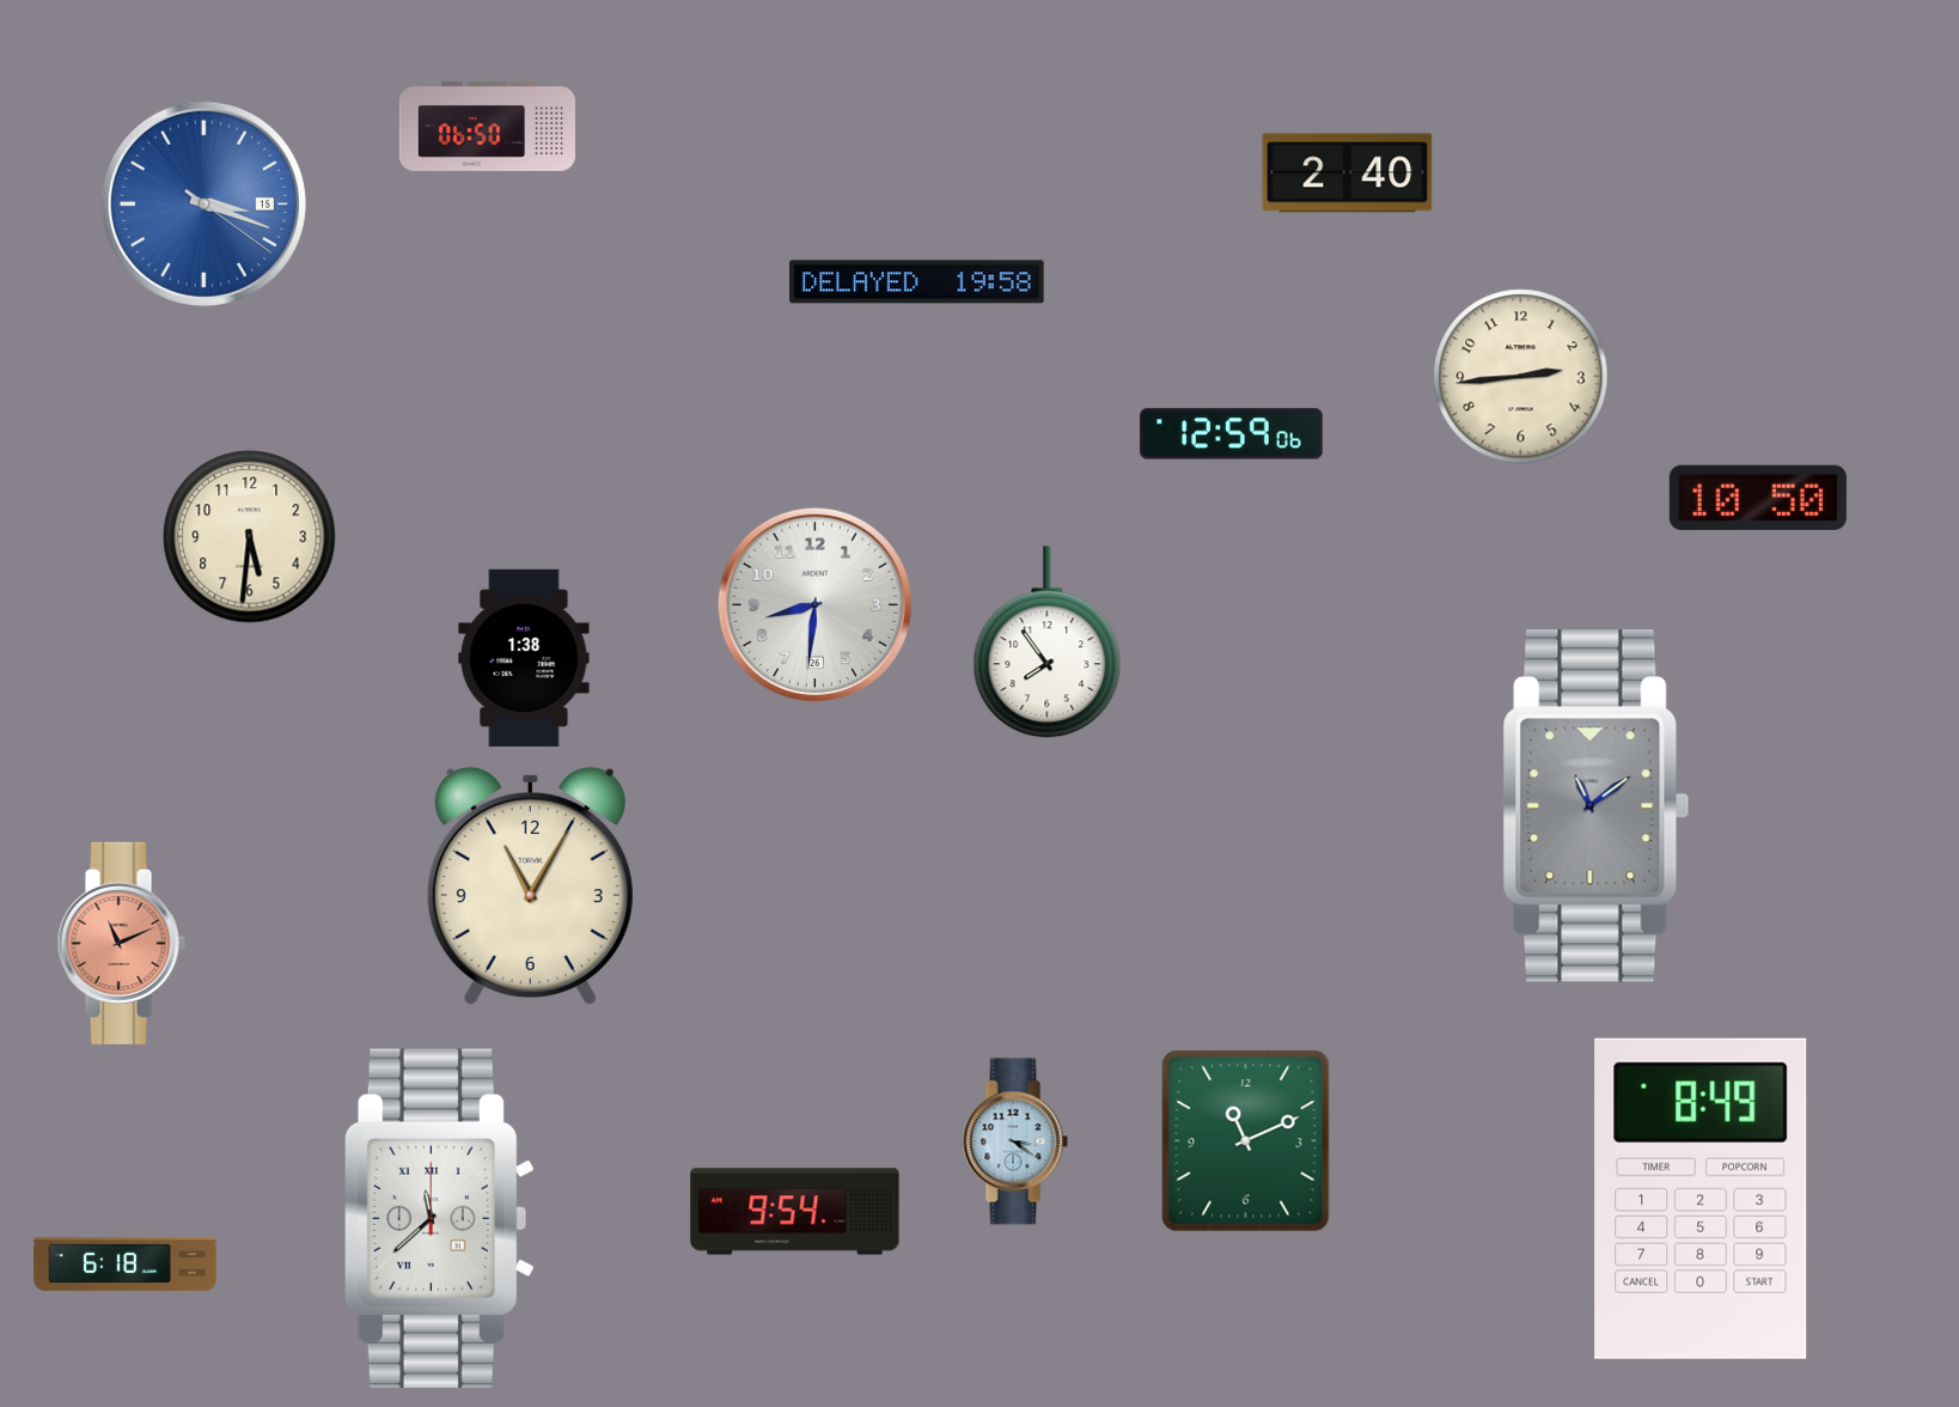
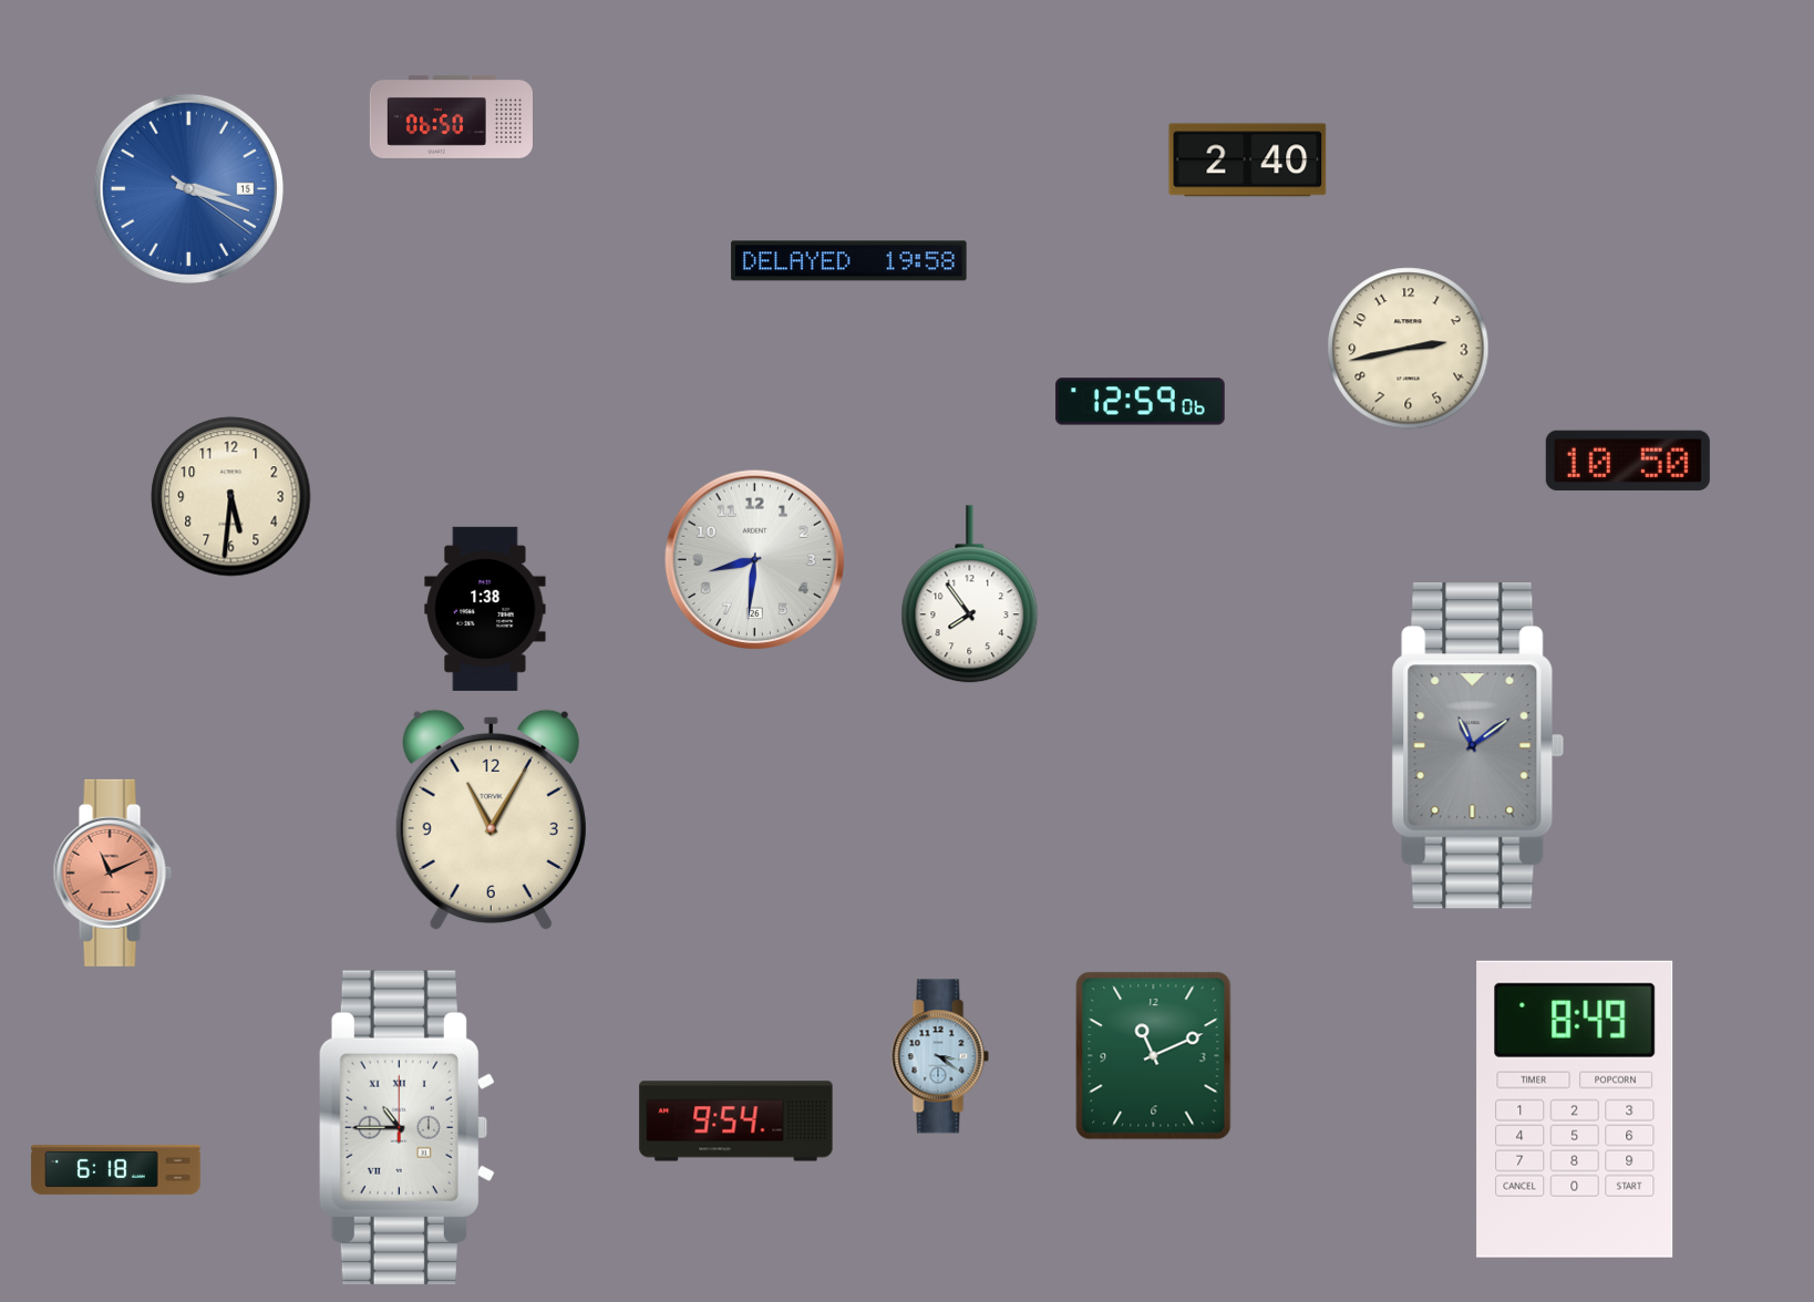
clock at (1521, 377): 2:44 -> 2:43
clock at (439, 1218): 11:38 -> 10:45
